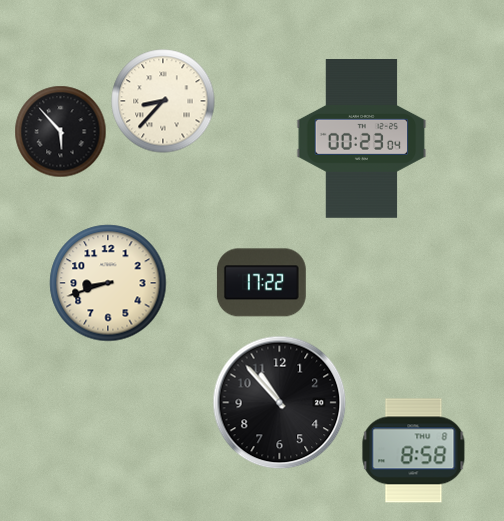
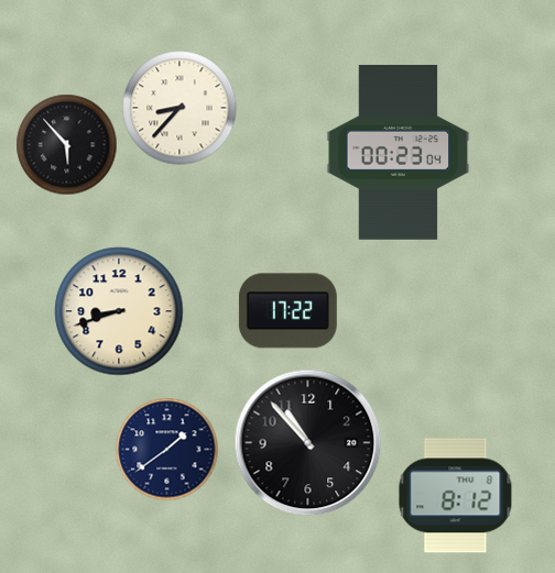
clock at (163, 101) position: (163, 101) -> (179, 108)
clock at (167, 450): none -> 1:39
clock at (414, 451): 8:58 -> 8:12
